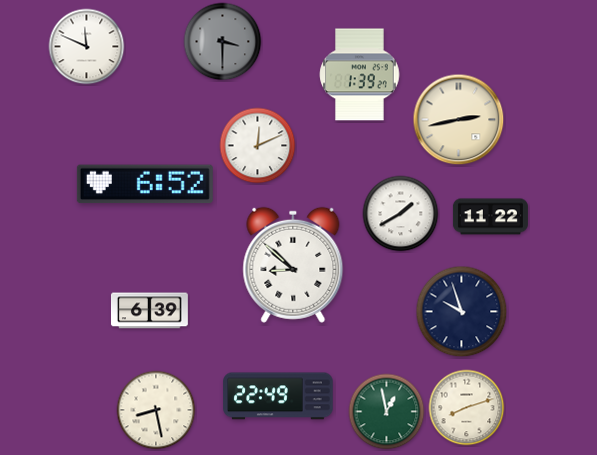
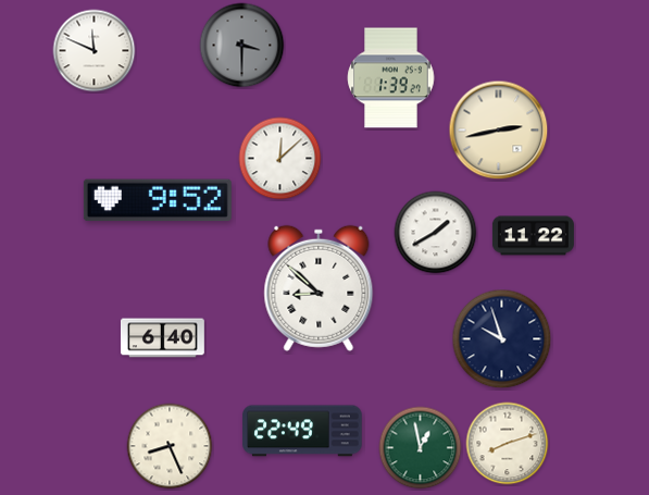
clock at (360, 75) position: (360, 75) -> (391, 78)
clock at (258, 146): 12:11 -> 12:08
clock at (145, 184): 6:52 -> 9:52
clock at (149, 311): 6:39 -> 6:40
clock at (156, 410): 8:28 -> 8:26
